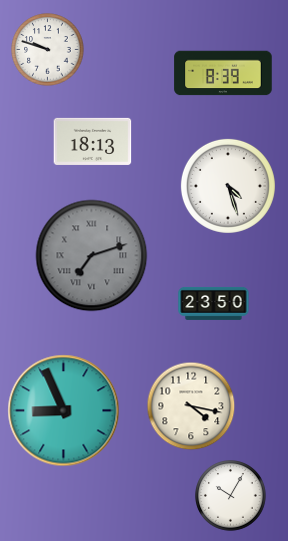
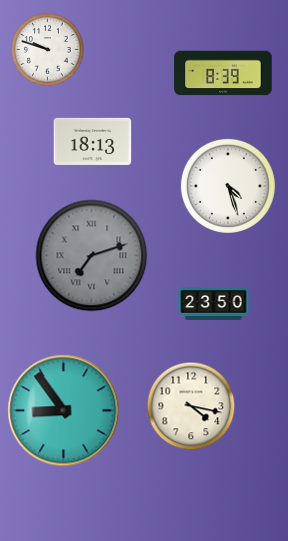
clock at (64, 411): 8:56 -> 8:54
clock at (231, 496): 10:05 -> none
